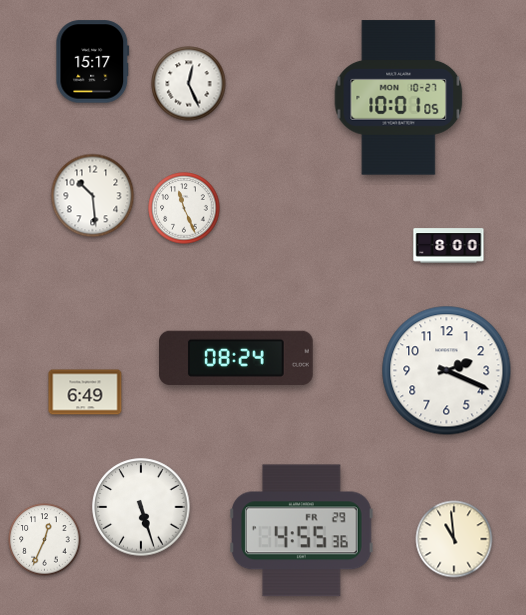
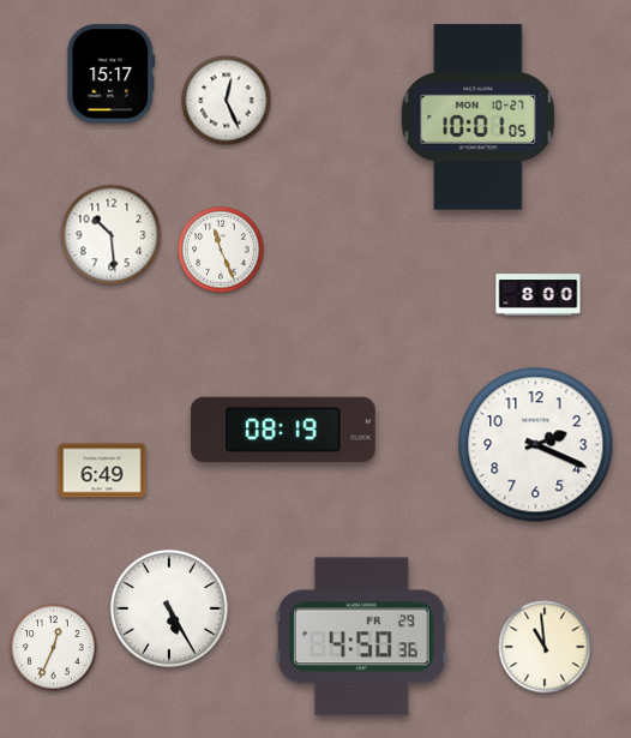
clock at (237, 358): 08:24 -> 08:19
clock at (141, 507): 5:27 -> 5:25
clock at (301, 531): 4:55 -> 4:50
